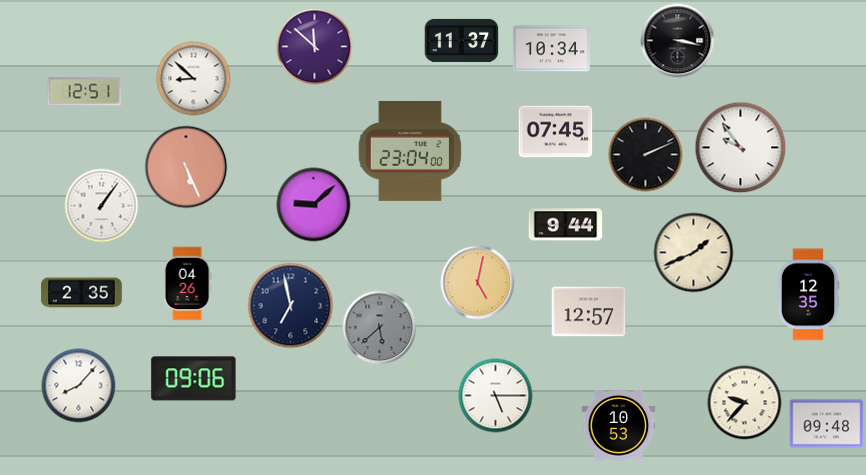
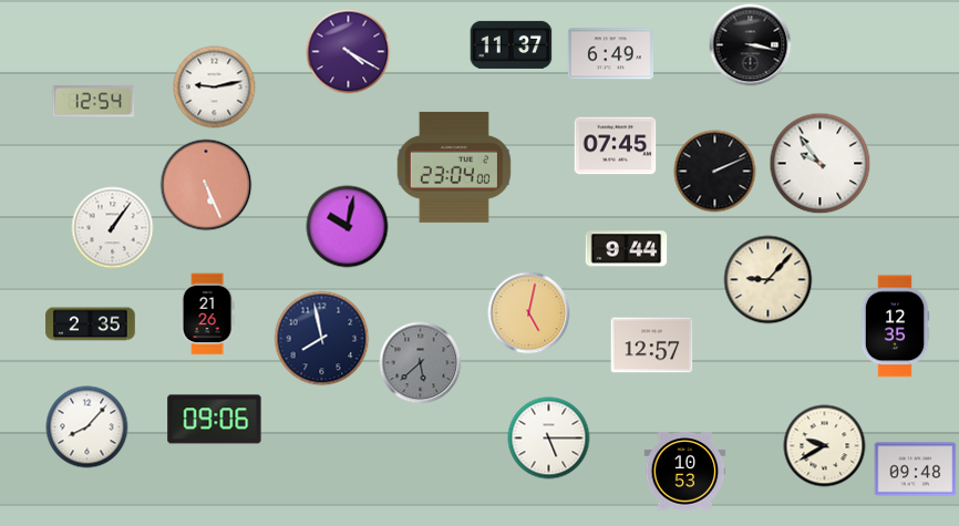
clock at (315, 47): 11:52 -> 4:20
clock at (551, 49): 10:34 -> 6:49
clock at (194, 79): 8:52 -> 9:13
clock at (85, 92): 12:51 -> 12:54
clock at (314, 205): 9:08 -> 10:02
clock at (694, 253): 1:41 -> 9:07
clock at (187, 284): 04:26 -> 21:26
clock at (291, 306): 6:58 -> 7:58
clock at (745, 403): 9:37 -> 9:40
